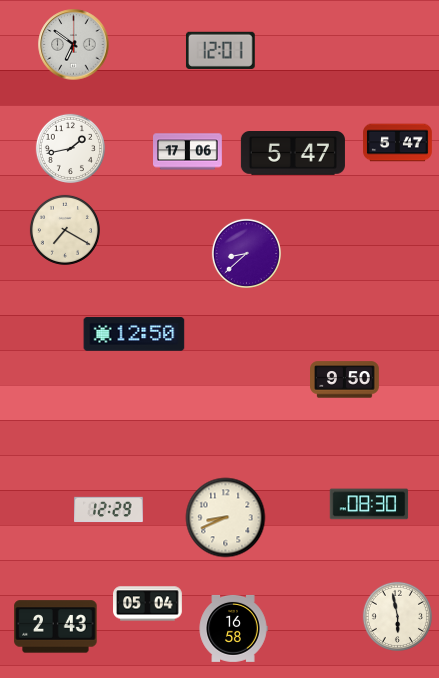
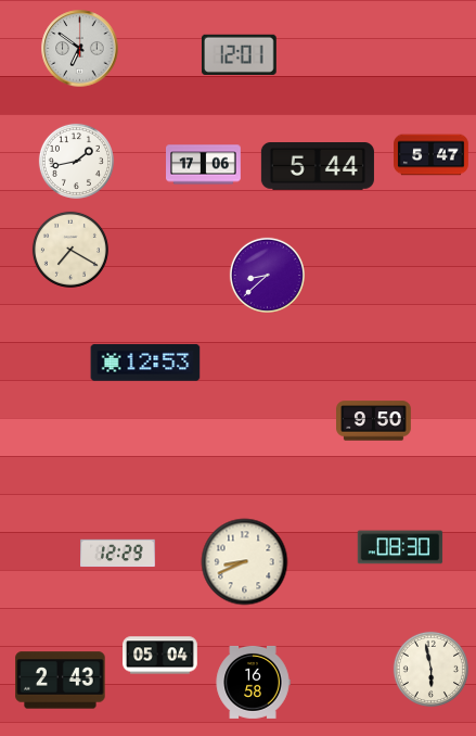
clock at (293, 154): 5:47 -> 5:44
clock at (134, 334): 12:50 -> 12:53
clock at (345, 380) position: (345, 380) -> (374, 421)
